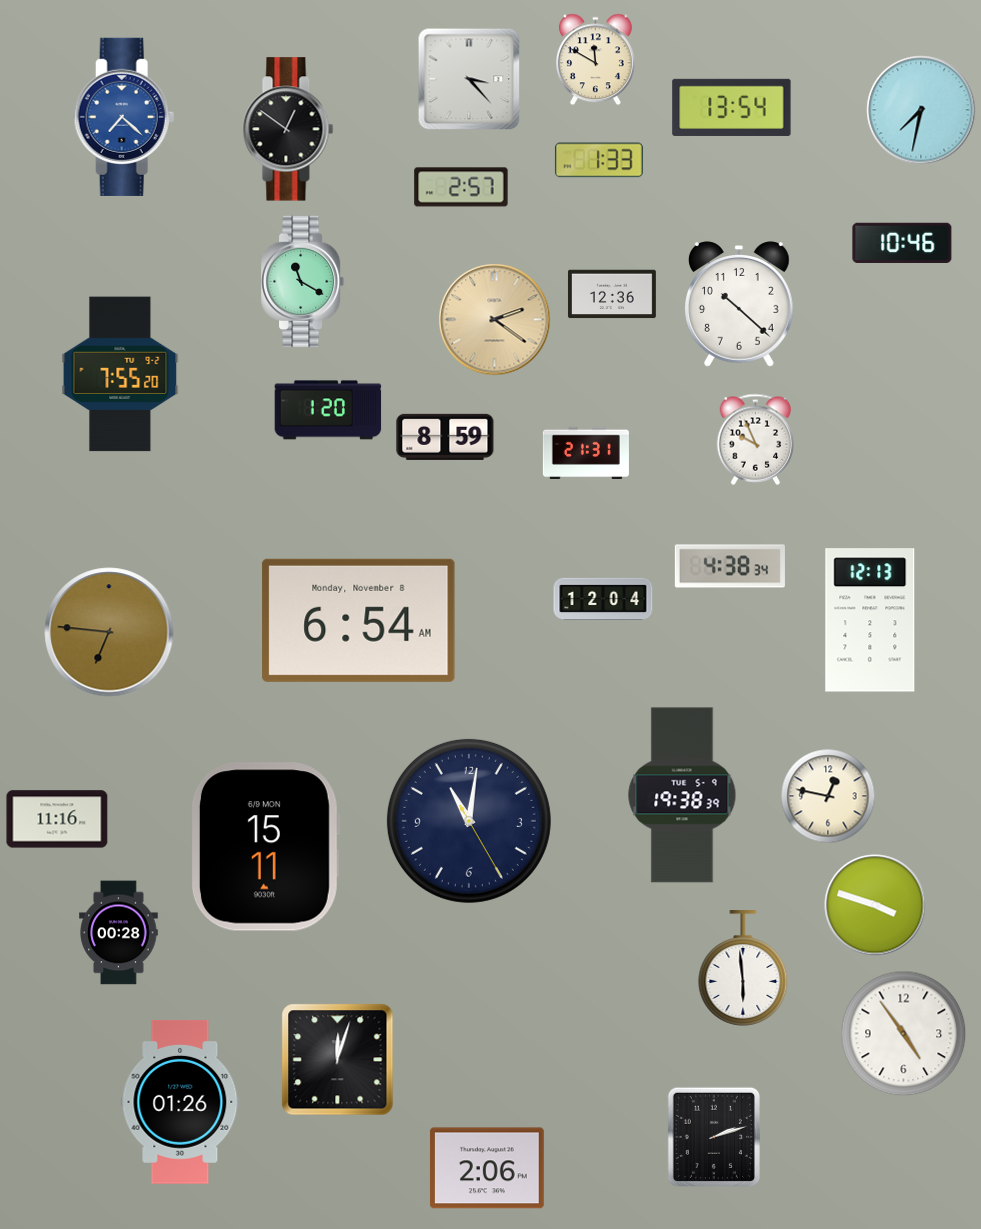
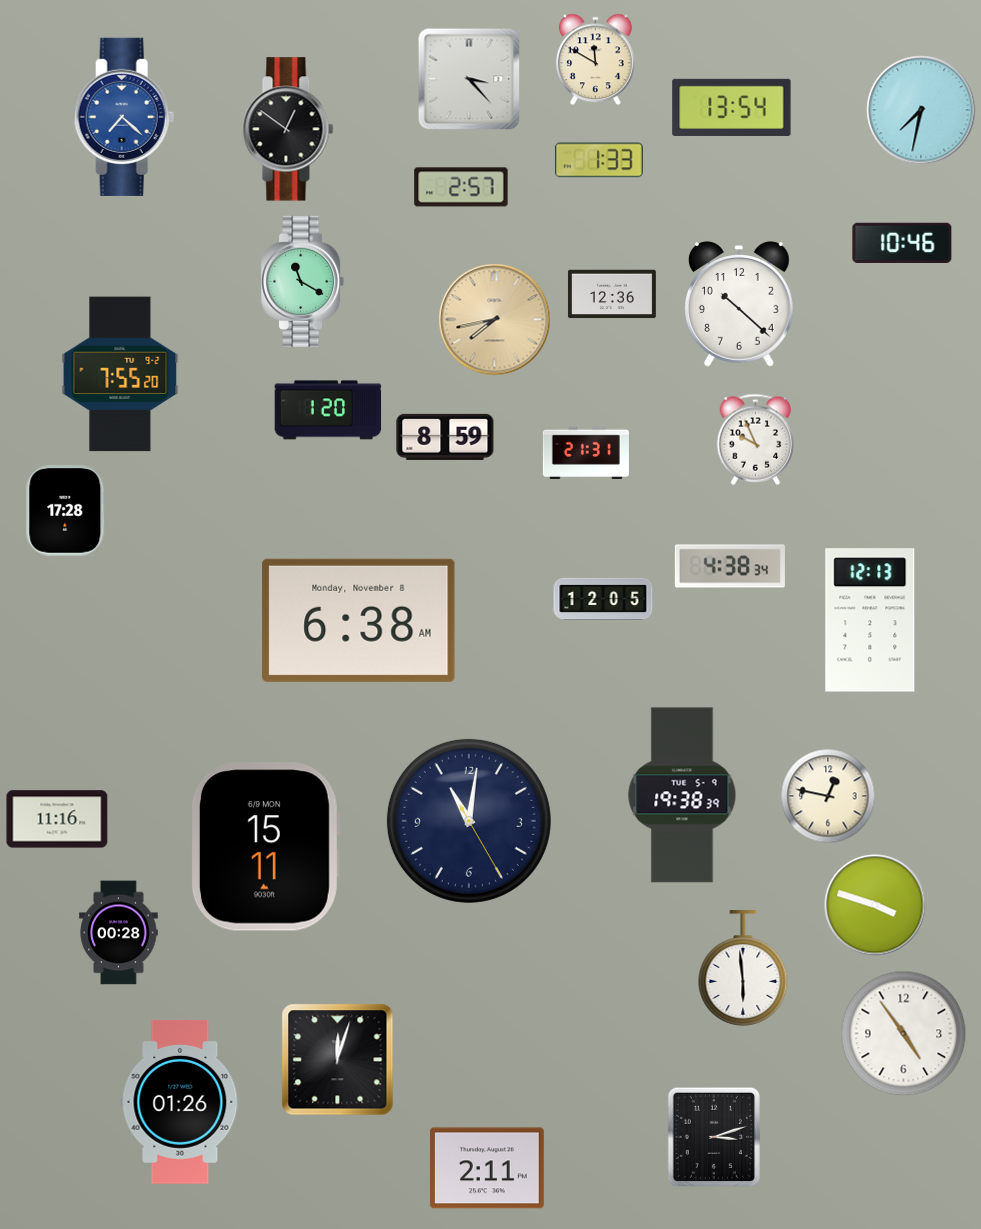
clock at (495, 320): 2:21 -> 7:43
clock at (66, 511): none -> 17:28
clock at (603, 599): 12:04 -> 12:05
clock at (359, 620): 6:54 -> 6:38
clock at (109, 632): 6:46 -> none
clock at (714, 1137): 2:12 -> 3:12
clock at (487, 1168): 2:06 -> 2:11
